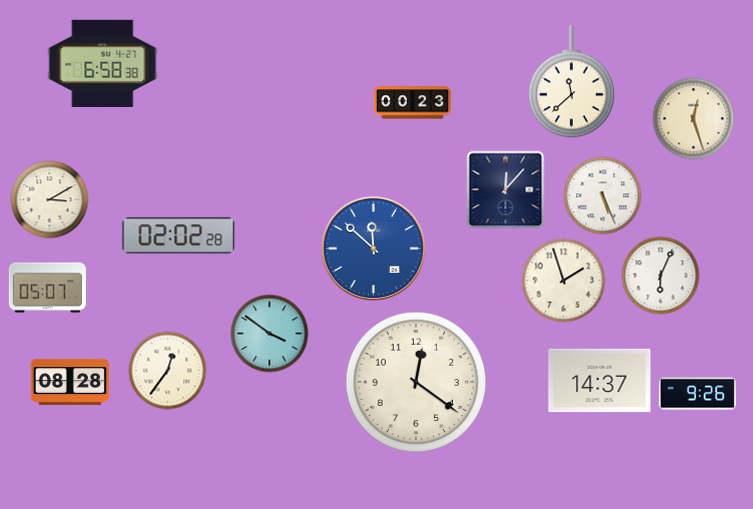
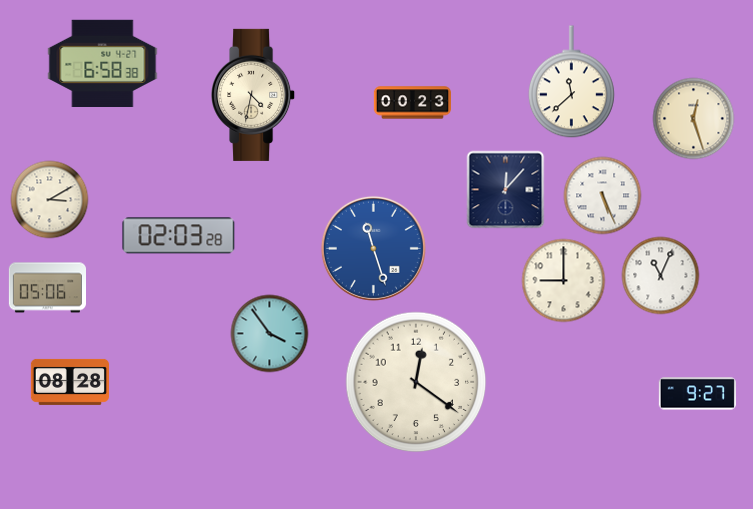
clock at (254, 95): none -> 4:32
clock at (179, 236): 02:02 -> 02:03
clock at (373, 248): 11:52 -> 11:27
clock at (660, 275): 6:04 -> 11:04
clock at (563, 280): 1:57 -> 9:00
clock at (47, 288): 05:07 -> 05:06
clock at (269, 333): 3:51 -> 3:54
clock at (167, 370): 12:36 -> none
clock at (600, 381): 14:37 -> none
clock at (697, 394): 9:26 -> 9:27
